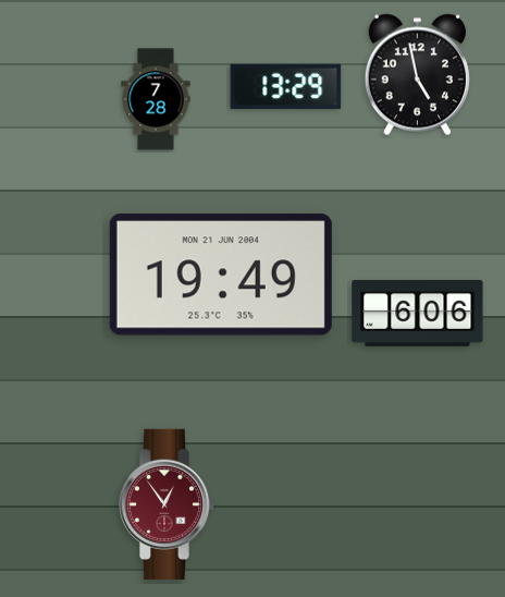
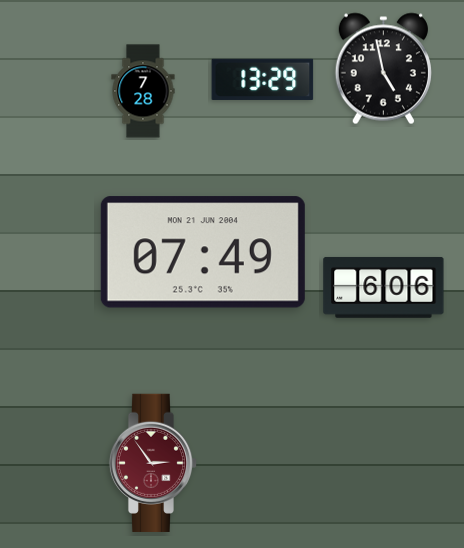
clock at (221, 275): 19:49 -> 07:49
clock at (167, 504): 12:54 -> 2:54
